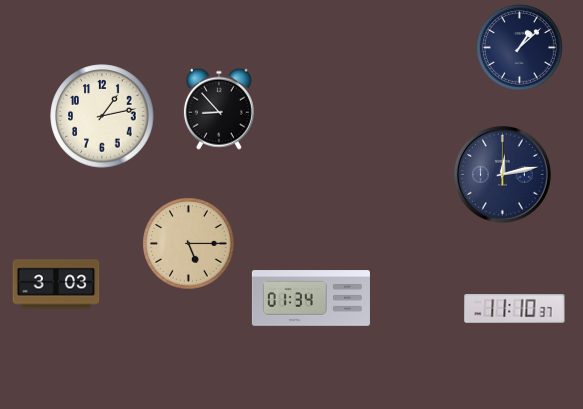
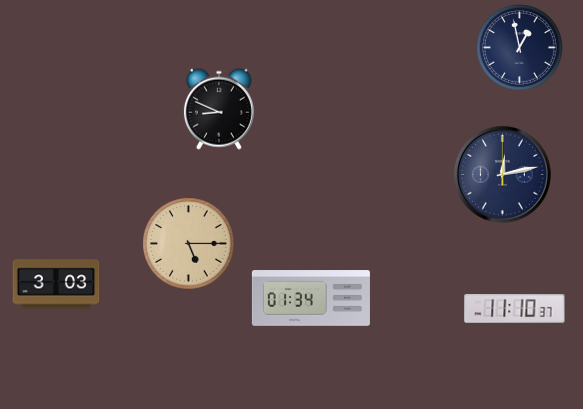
clock at (520, 48): 1:08 -> 12:58
clock at (219, 109): 8:53 -> 8:49
clock at (102, 116): 1:13 -> none
